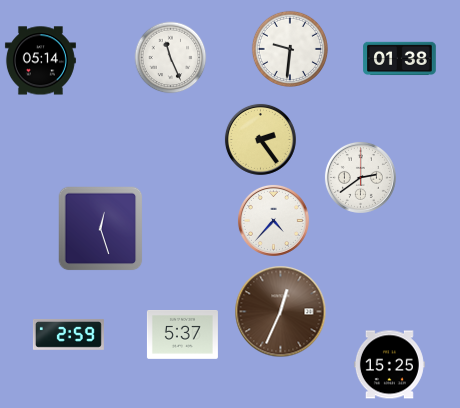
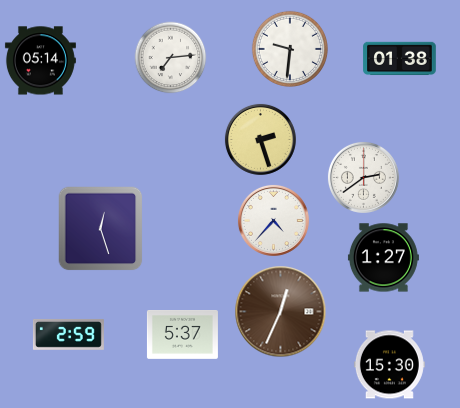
clock at (171, 58): 11:26 -> 7:14
clock at (260, 139): 2:24 -> 2:27
clock at (360, 177) position: (360, 177) -> (363, 177)
clock at (383, 258): none -> 1:27
clock at (389, 365): 15:25 -> 15:30
